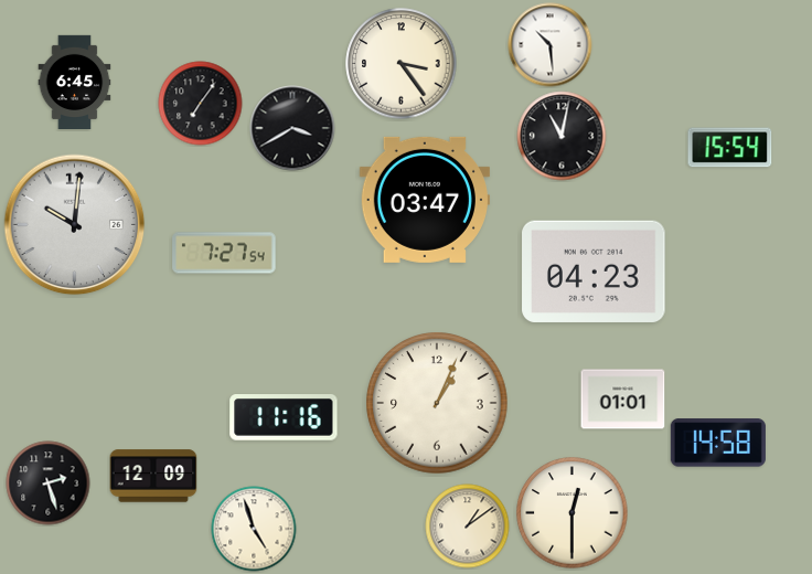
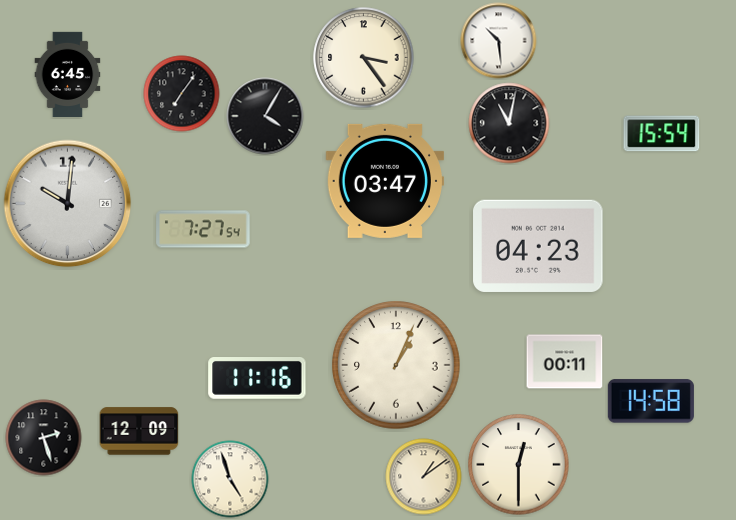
clock at (292, 128): 3:40 -> 4:05
clock at (623, 400): 01:01 -> 00:11
